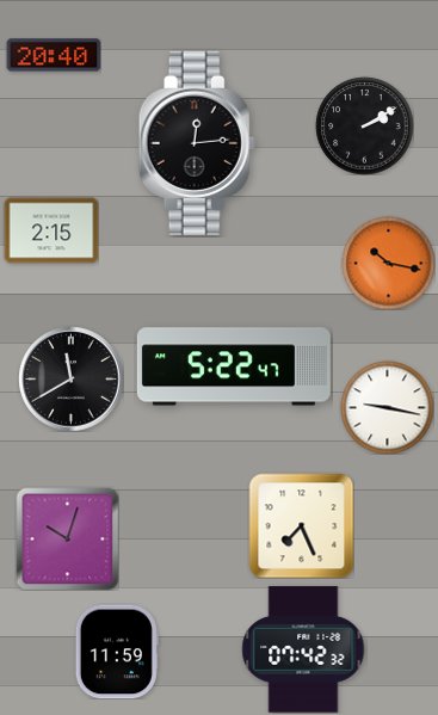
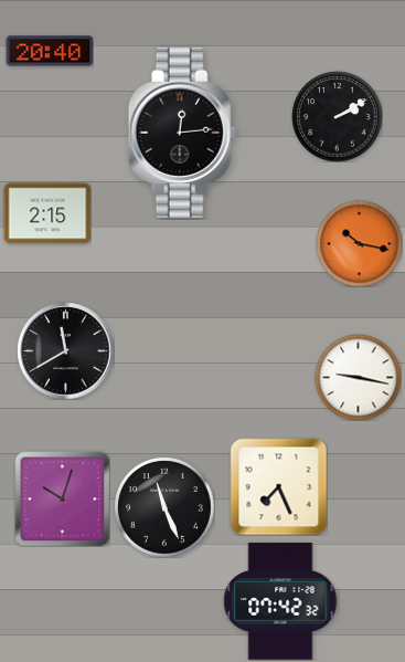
clock at (234, 366): 5:22 -> none
clock at (164, 507): none -> 11:26
clock at (117, 652): 11:59 -> none
